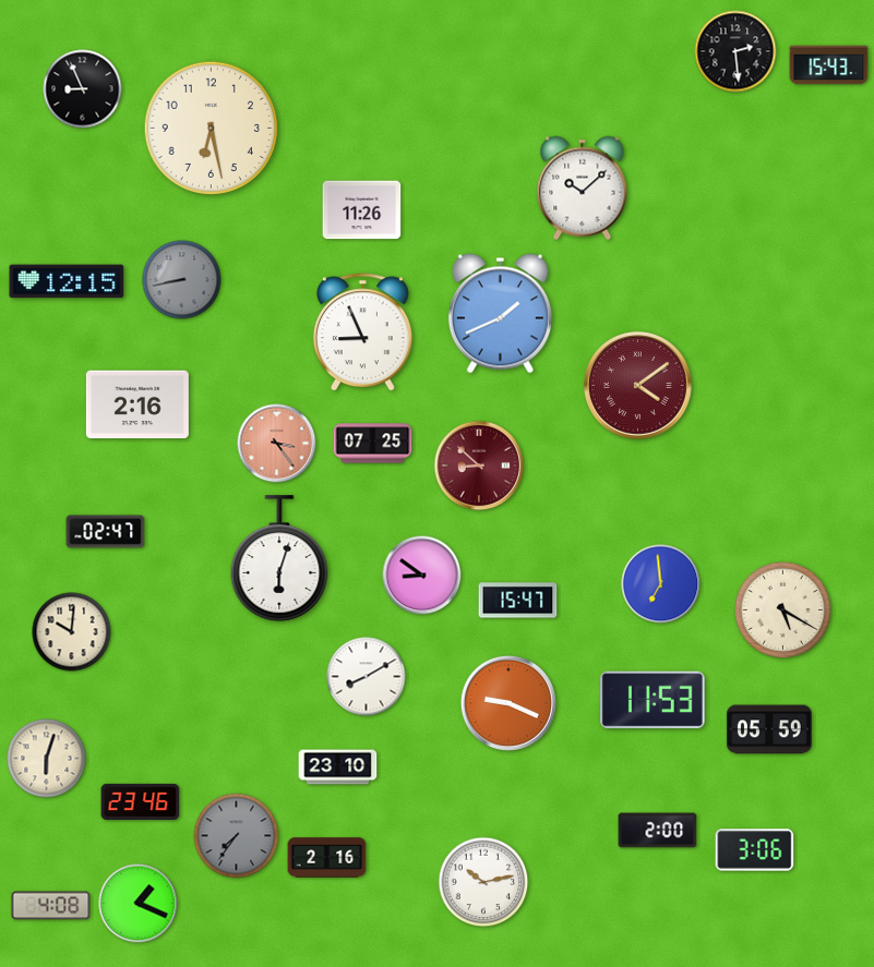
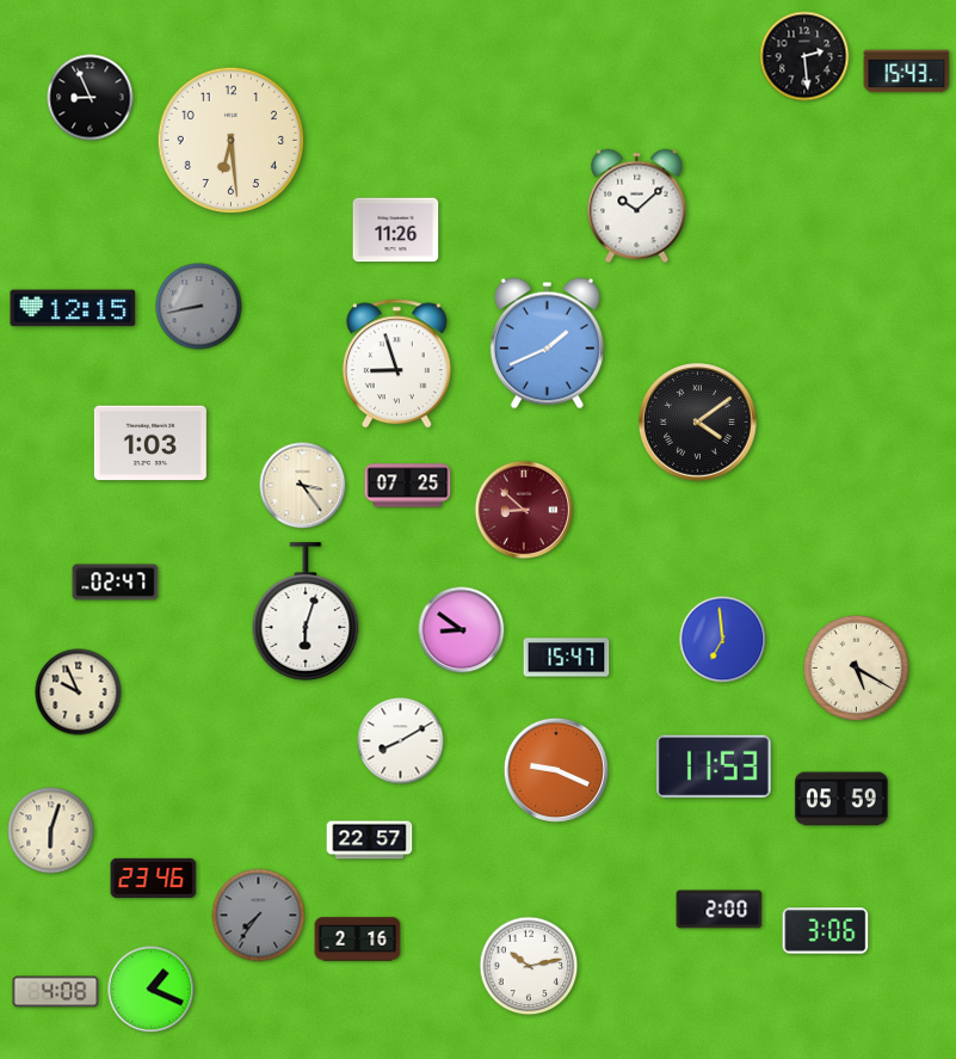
clock at (211, 128): 6:28 -> 6:29
clock at (362, 333): 8:56 -> 8:57
clock at (638, 386) dial: burgundy -> black
clock at (137, 404): 2:16 -> 1:03
clock at (277, 444) dial: salmon -> cream
clock at (72, 632): 10:01 -> 9:56
clock at (338, 767): 23:10 -> 22:57
